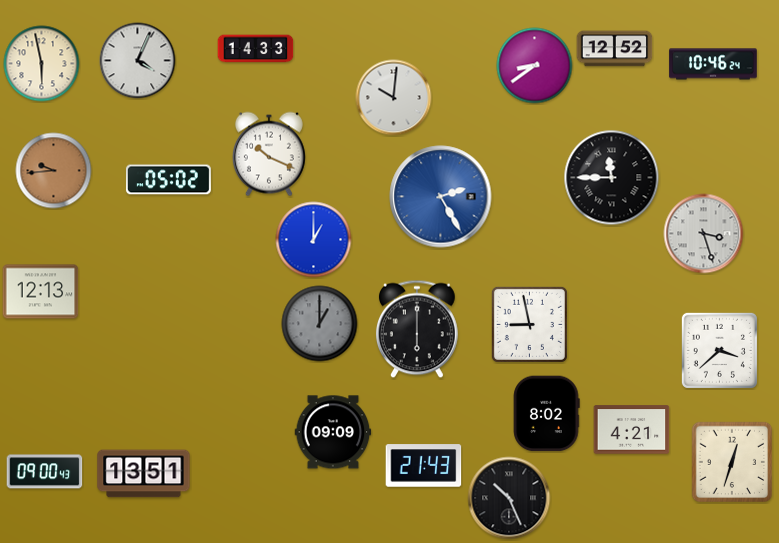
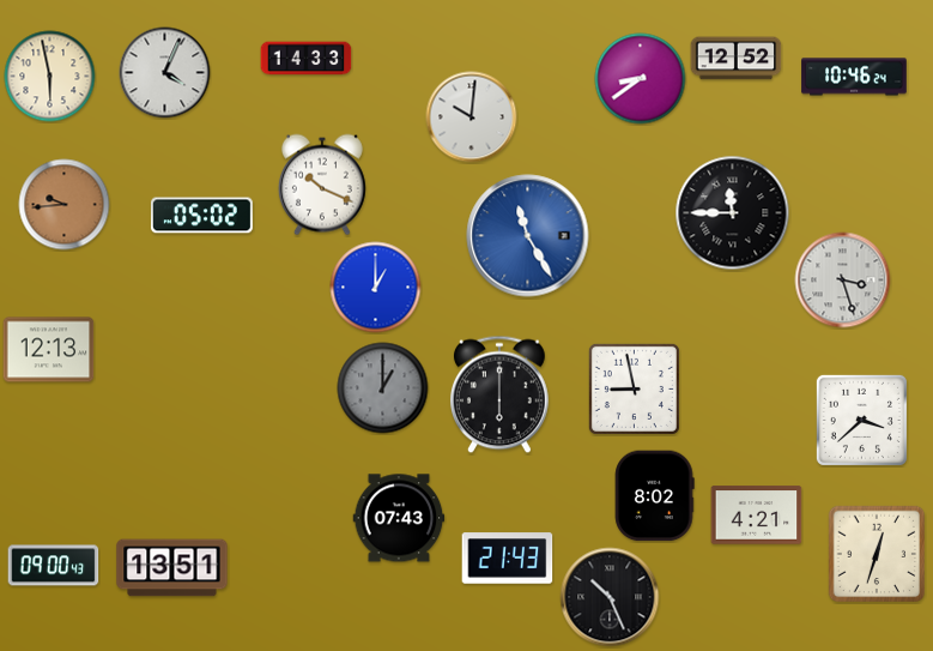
clock at (441, 197): 2:25 -> 11:25
clock at (333, 432): 09:09 -> 07:43
